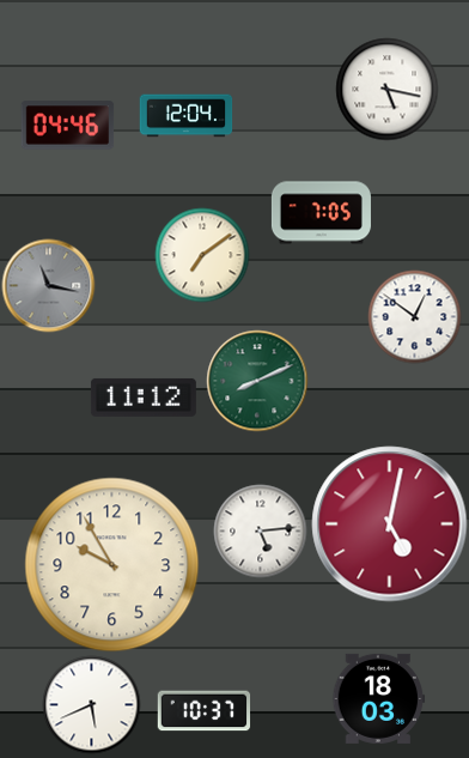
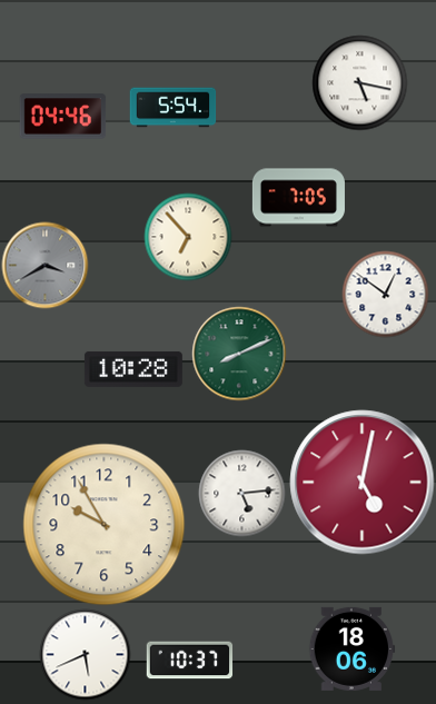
clock at (185, 116): 12:04 -> 5:54
clock at (202, 255): 7:09 -> 6:53
clock at (48, 285): 11:17 -> 3:40
clock at (144, 398): 11:12 -> 10:28
clock at (390, 524) position: (390, 524) -> (363, 483)
clock at (378, 698): 18:03 -> 18:06
